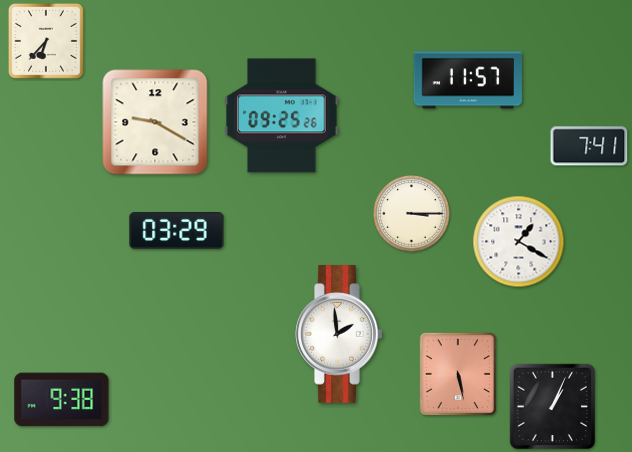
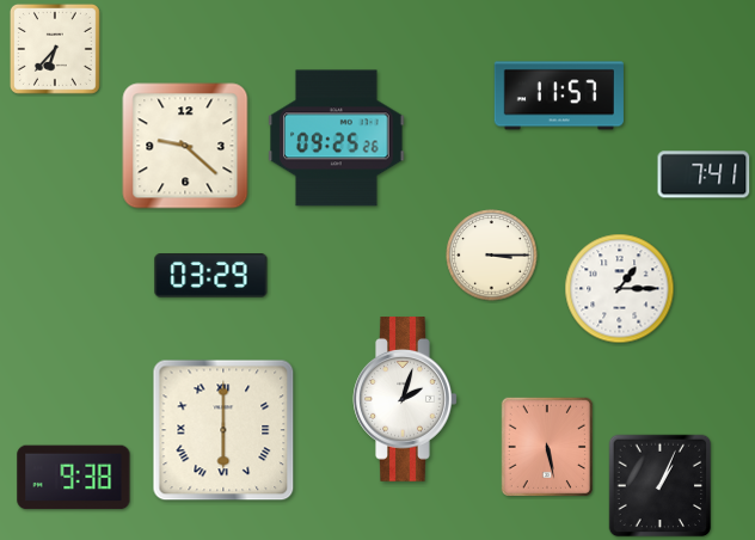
clock at (155, 122): 9:20 -> 9:22
clock at (519, 242): 1:20 -> 1:15
clock at (339, 335): 1:59 -> 2:03
clock at (223, 430): none -> 6:00
